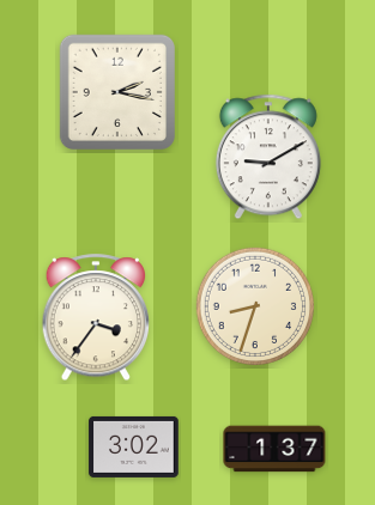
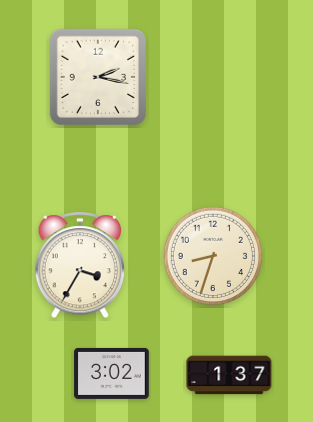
clock at (268, 157): 9:10 -> none
clock at (95, 318): 3:36 -> 3:35
